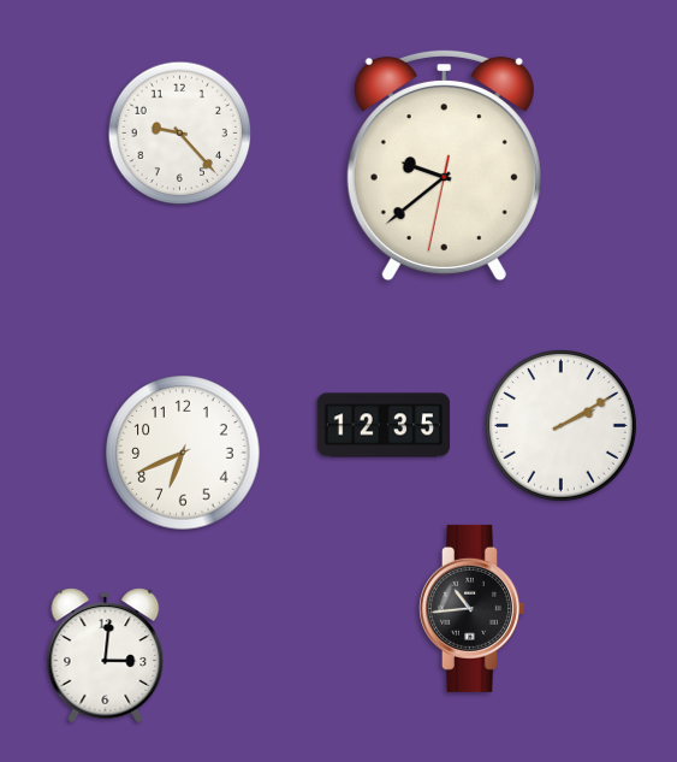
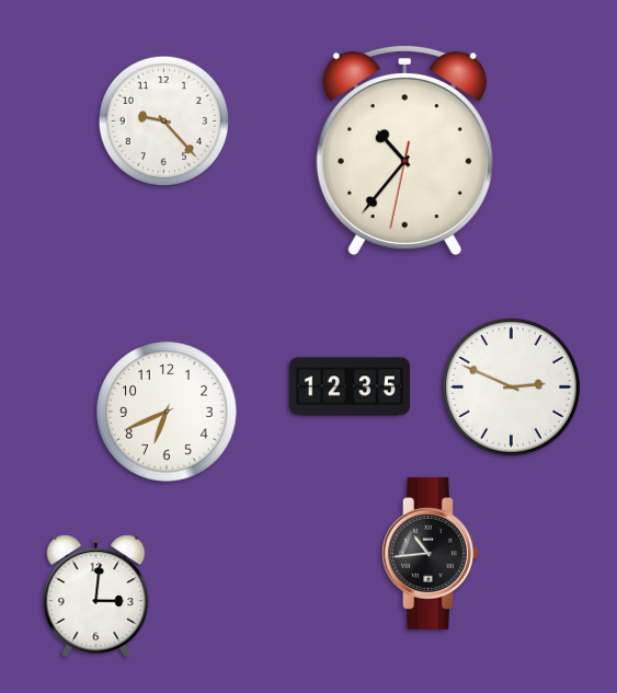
clock at (444, 165): 9:38 -> 10:36
clock at (560, 425): 2:10 -> 2:49
